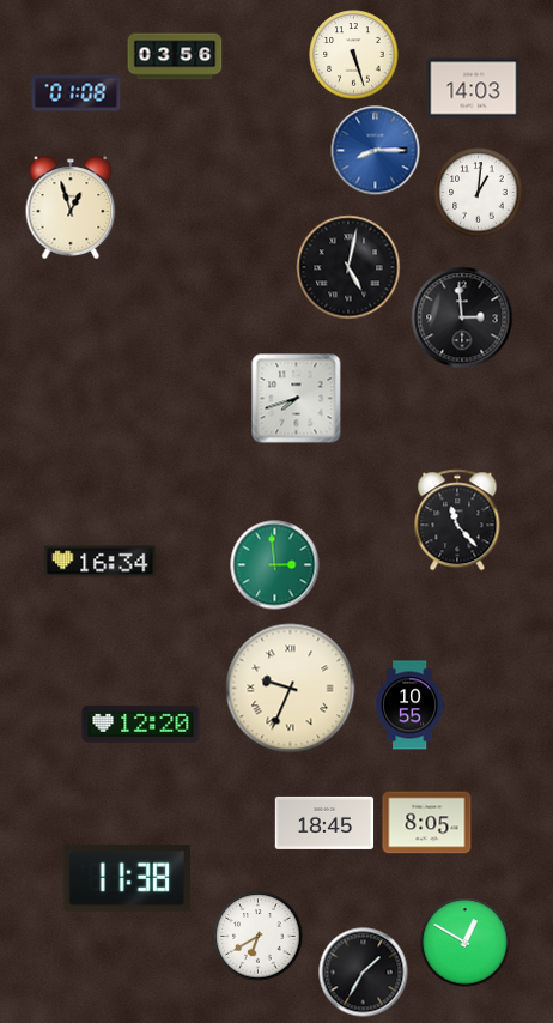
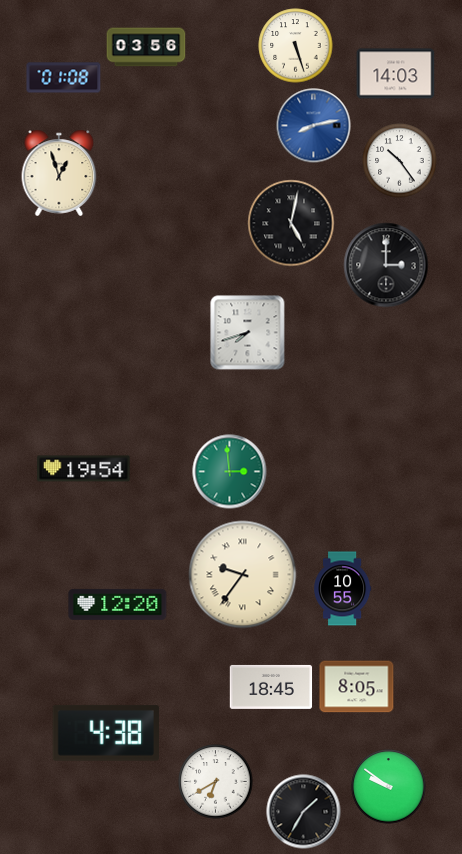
clock at (376, 151): 8:15 -> 8:13
clock at (479, 193): 1:01 -> 10:24
clock at (462, 317): 2:59 -> 3:00
clock at (457, 520): 11:23 -> none
clock at (101, 562): 16:34 -> 19:54
clock at (291, 689): 9:34 -> 9:36
clock at (127, 878): 11:38 -> 4:38
clock at (466, 943): 12:50 -> 9:51
